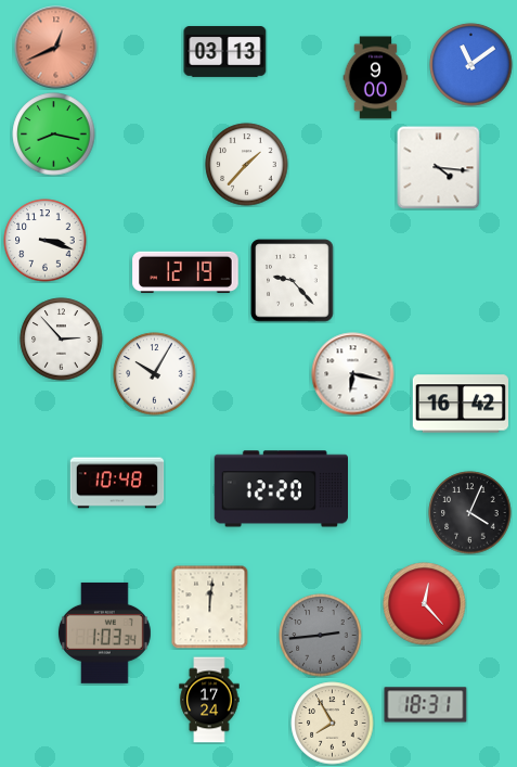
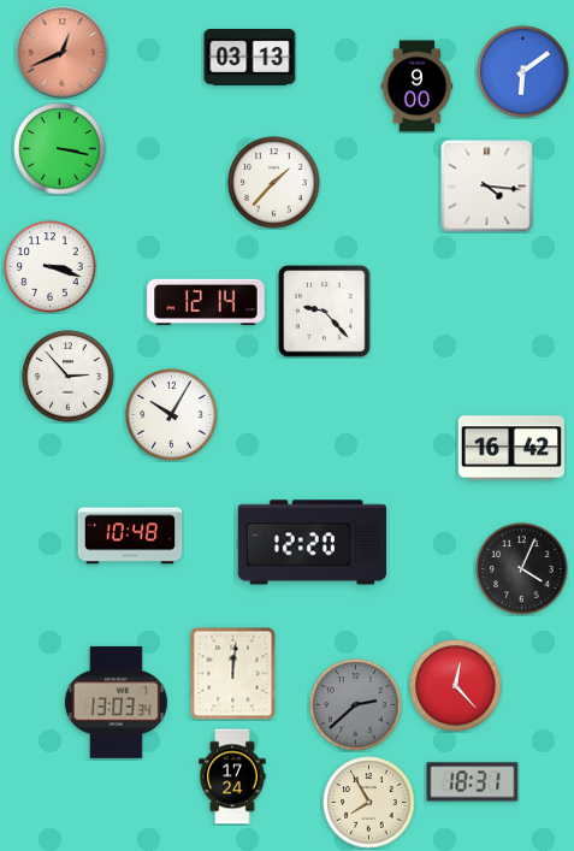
clock at (471, 65): 11:09 -> 6:09
clock at (54, 135): 8:17 -> 3:17
clock at (185, 272): 12:19 -> 12:14
clock at (353, 374): 6:17 -> none
clock at (425, 604) position: (425, 604) -> (456, 686)
clock at (104, 632): 1:03 -> 13:03
clock at (321, 636): 2:44 -> 2:38
